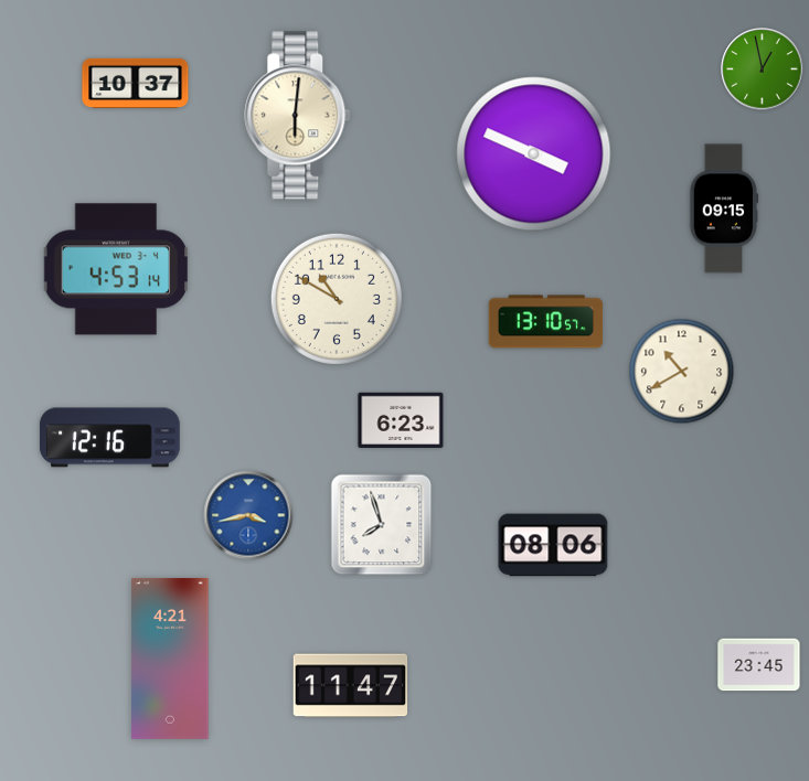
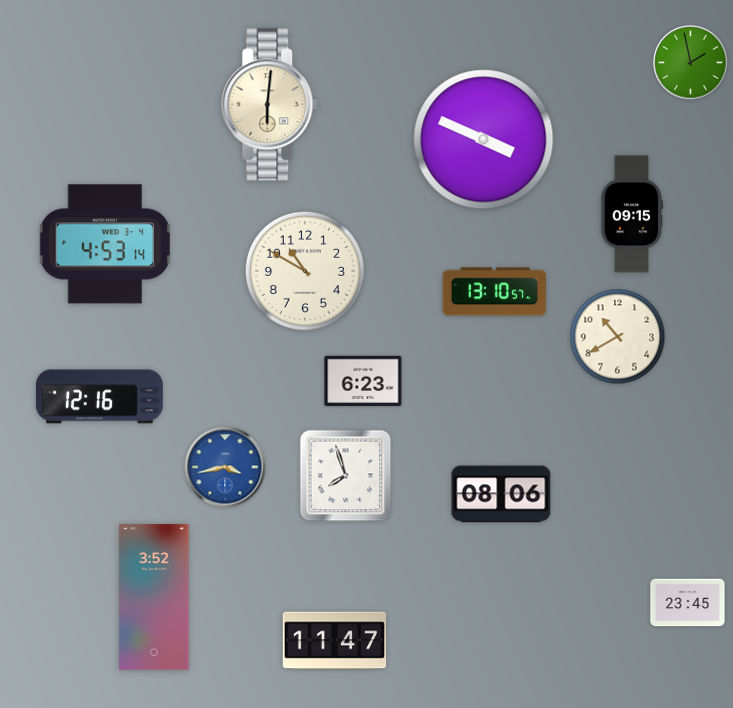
clock at (763, 69): 12:58 -> 1:58
clock at (136, 83): 10:37 -> none
clock at (724, 208) position: (724, 208) -> (632, 214)
clock at (170, 659): 4:21 -> 3:52
clock at (351, 686) position: (351, 686) -> (335, 641)
